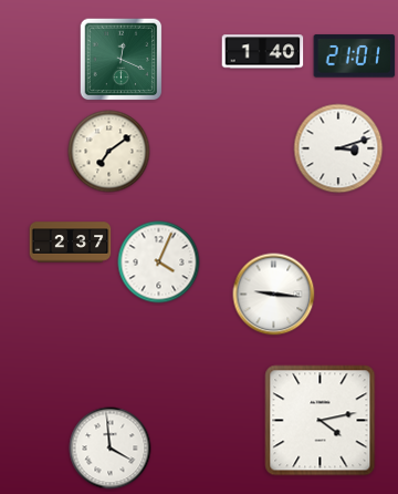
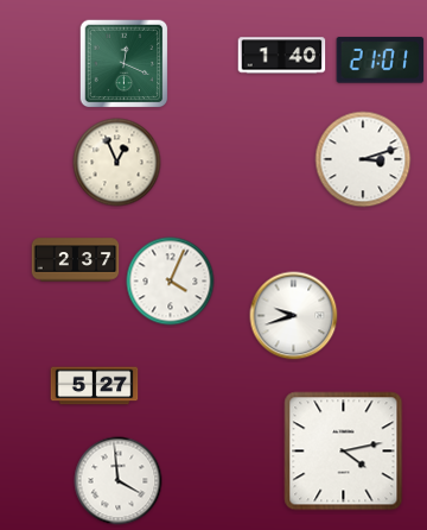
clock at (122, 60) position: (122, 60) -> (125, 64)
clock at (109, 152): 7:09 -> 12:56
clock at (274, 295): 9:16 -> 9:42
clock at (95, 386): none -> 5:27
